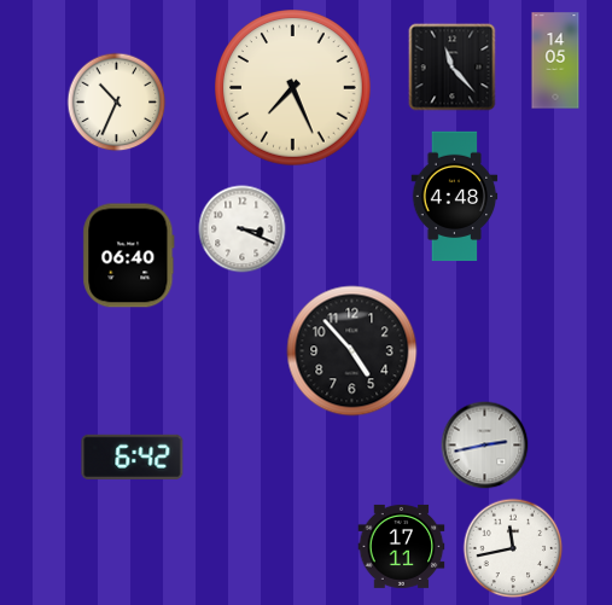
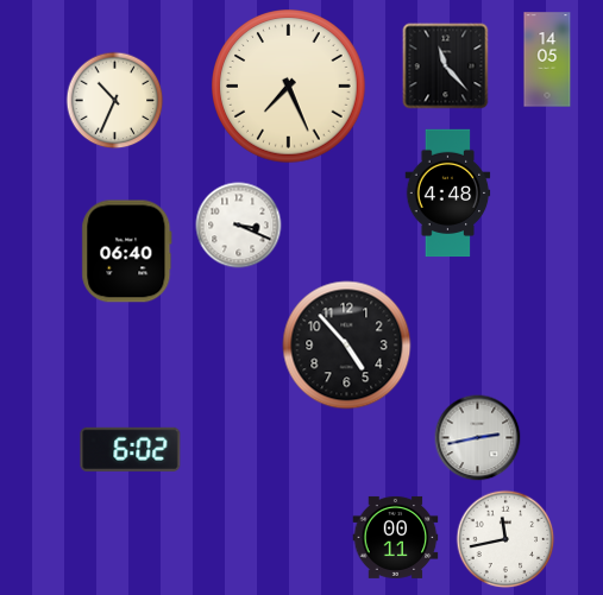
clock at (133, 456): 6:42 -> 6:02
clock at (402, 546): 17:11 -> 00:11
